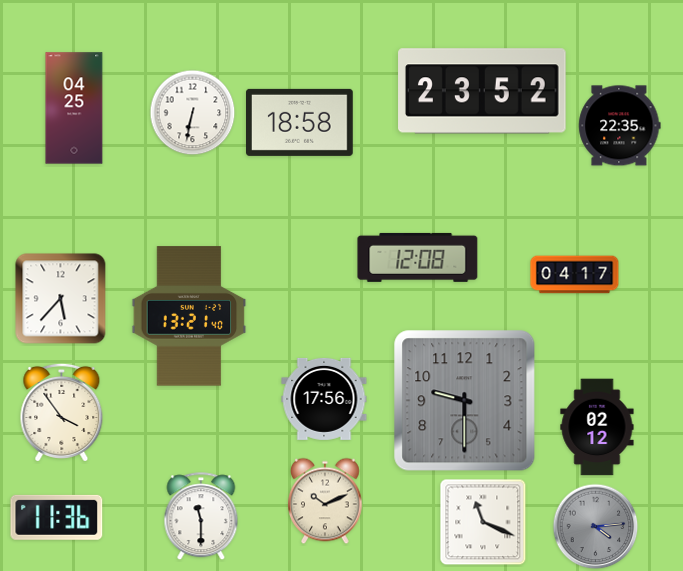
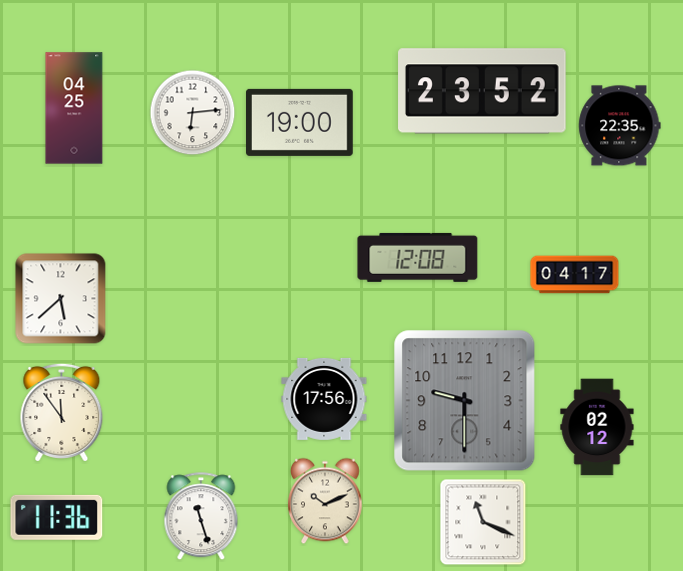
clock at (193, 113): 6:32 -> 6:14
clock at (300, 122): 18:58 -> 19:00
clock at (61, 299): 5:37 -> 5:38
clock at (189, 316): 13:21 -> none
clock at (62, 412): 3:54 -> 11:54
clock at (201, 517): 11:30 -> 11:27
clock at (596, 527): 4:14 -> none
